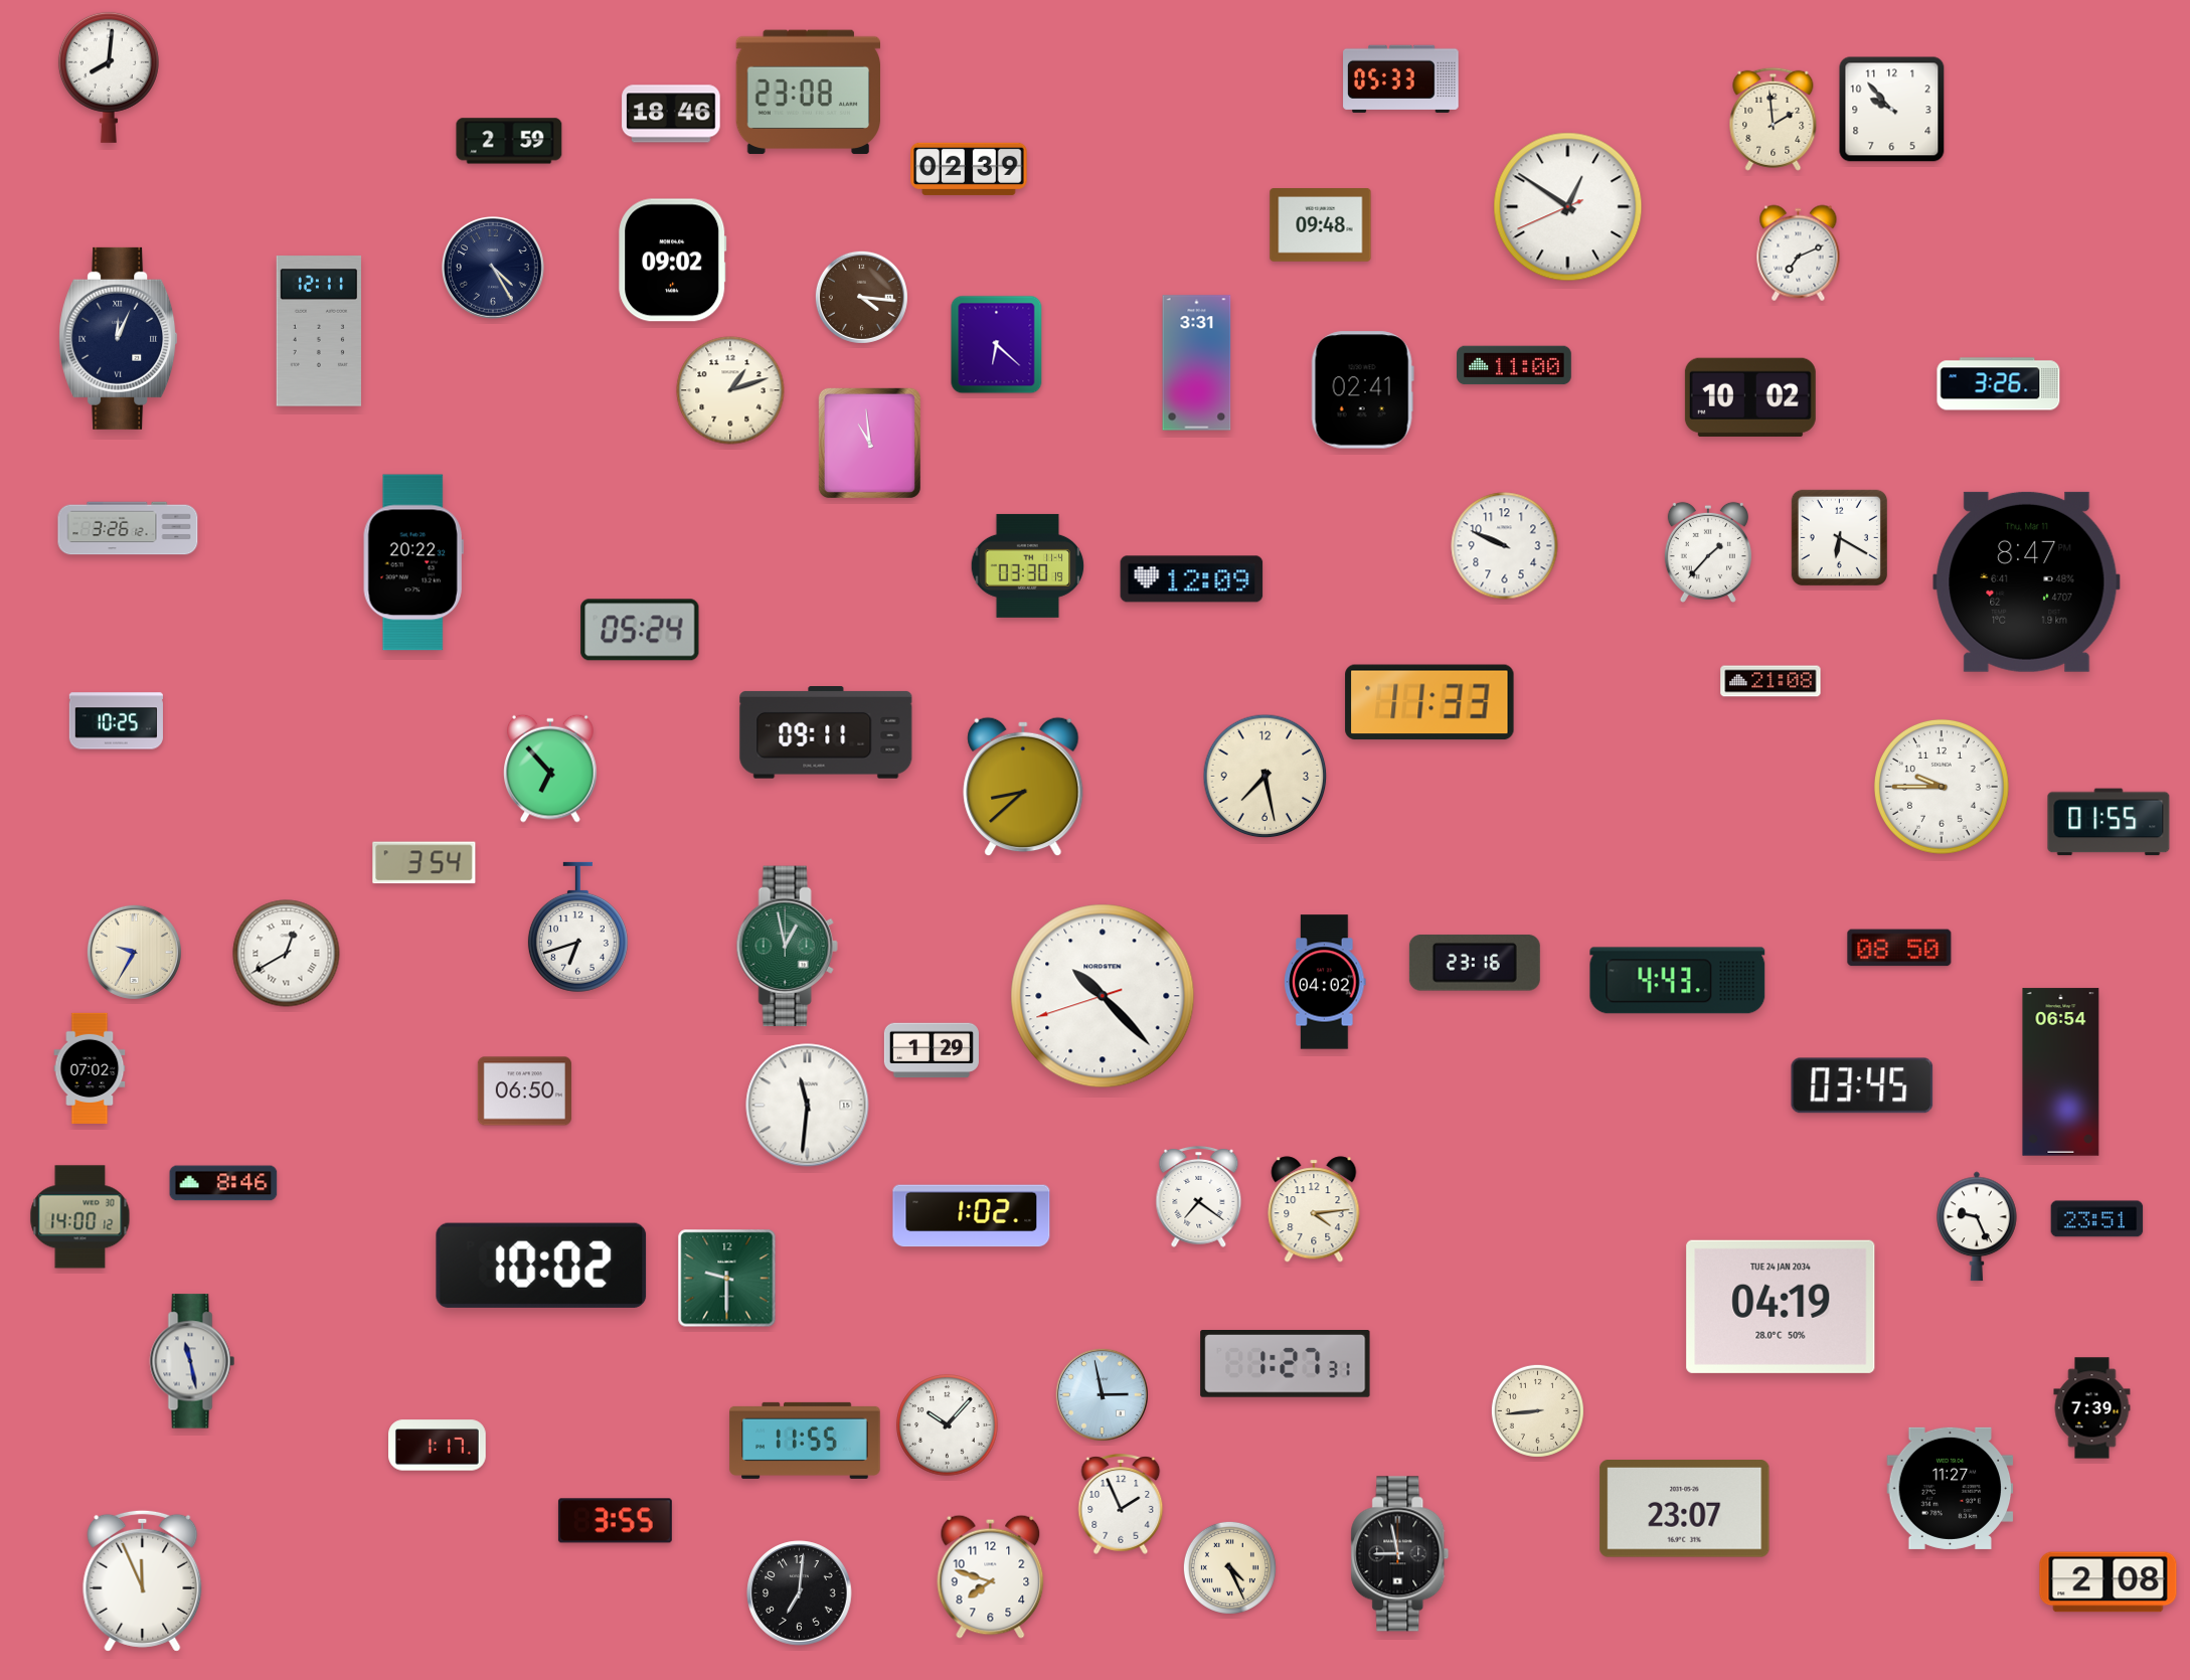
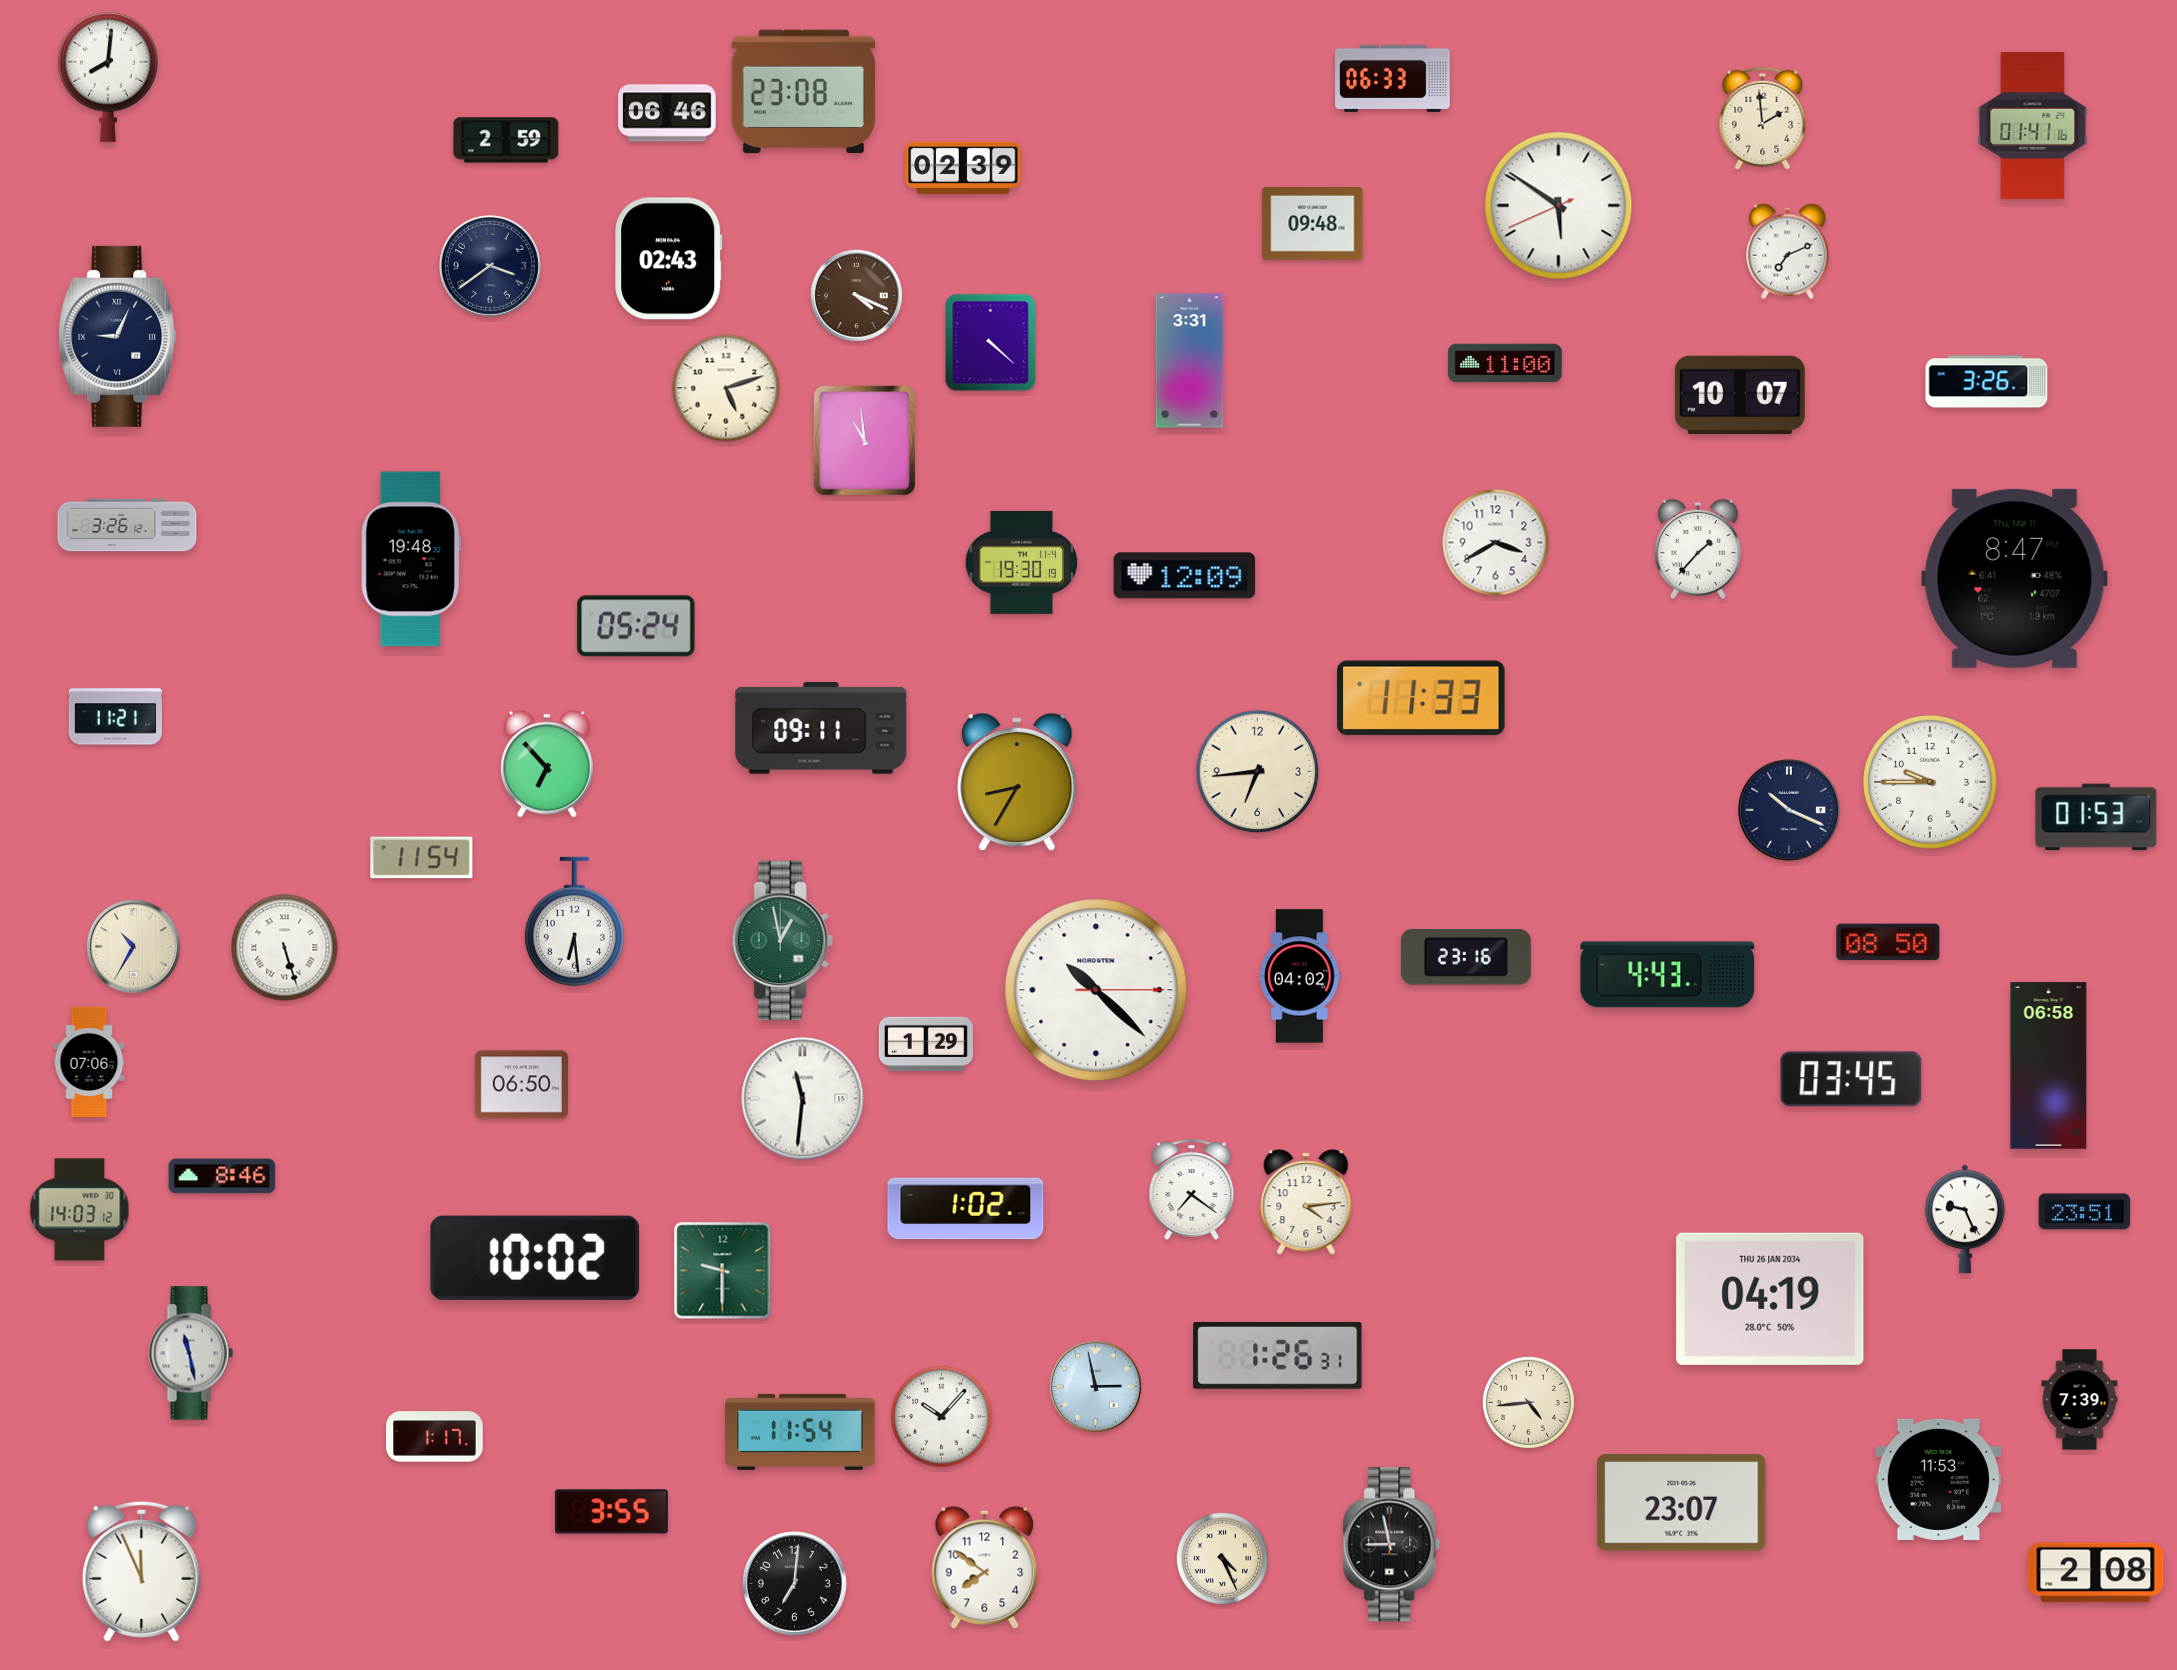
clock at (1401, 78): 05:33 -> 06:33
clock at (1892, 110): 9:53 -> none
clock at (671, 114): 18:46 -> 06:46
clock at (2033, 125): none -> 01:41
clock at (1568, 207): 12:50 -> 5:50
clock at (673, 261): 09:02 -> 02:43
clock at (494, 269): 4:25 -> 3:39
clock at (861, 297): 4:16 -> 4:19
clock at (318, 331): 12:11 -> none
clock at (119, 338): 12:04 -> 9:04
clock at (997, 345): 6:22 -> 4:22
clock at (730, 390): 1:12 -> 5:12
clock at (1362, 390): 02:41 -> none
clock at (1750, 397): 10:02 -> 10:07
clock at (1839, 537): 6:20 -> none
clock at (1505, 546): 9:49 -> 3:40
clock at (413, 562): 20:22 -> 19:48
clock at (1028, 565): 03:30 -> 19:30
clock at (1771, 681): 21:08 -> none
clock at (116, 721): 10:25 -> 11:21
clock at (1266, 777): 7:28 -> 6:44
clock at (1023, 787): 8:38 -> 8:35
clock at (1790, 811): none -> 10:19
clock at (2109, 822): 01:55 -> 01:53
clock at (425, 863): 3:54 -> 11:54
clock at (577, 927): 6:42 -> 6:29
clock at (134, 952): 9:35 -> 10:35
clock at (287, 954): 12:40 -> 5:27
clock at (1325, 982) position: (1325, 982) -> (1300, 976)
clock at (1103, 996): 10:22:42 -> 10:22:15
clock at (90, 1067): 07:02 -> 07:06
clock at (2061, 1072): 06:54 -> 06:58
clock at (80, 1217): 14:00 -> 14:03
clock at (541, 1266) position: (541, 1266) -> (535, 1258)
clock at (1781, 1307) date: TUE 24 JAN 2034 -> THU 26 JAN 2034
clock at (1286, 1364): 1:27 -> 1:26
clock at (1537, 1410): 8:44 -> 4:44
clock at (805, 1441): 11:55 -> 11:54
clock at (1951, 1488): 11:27 -> 11:53
clock at (1121, 1504): 1:56 -> none
clock at (1685, 1509) position: (1685, 1509) -> (1682, 1503)
clock at (991, 1576): 7:48 -> 7:51
